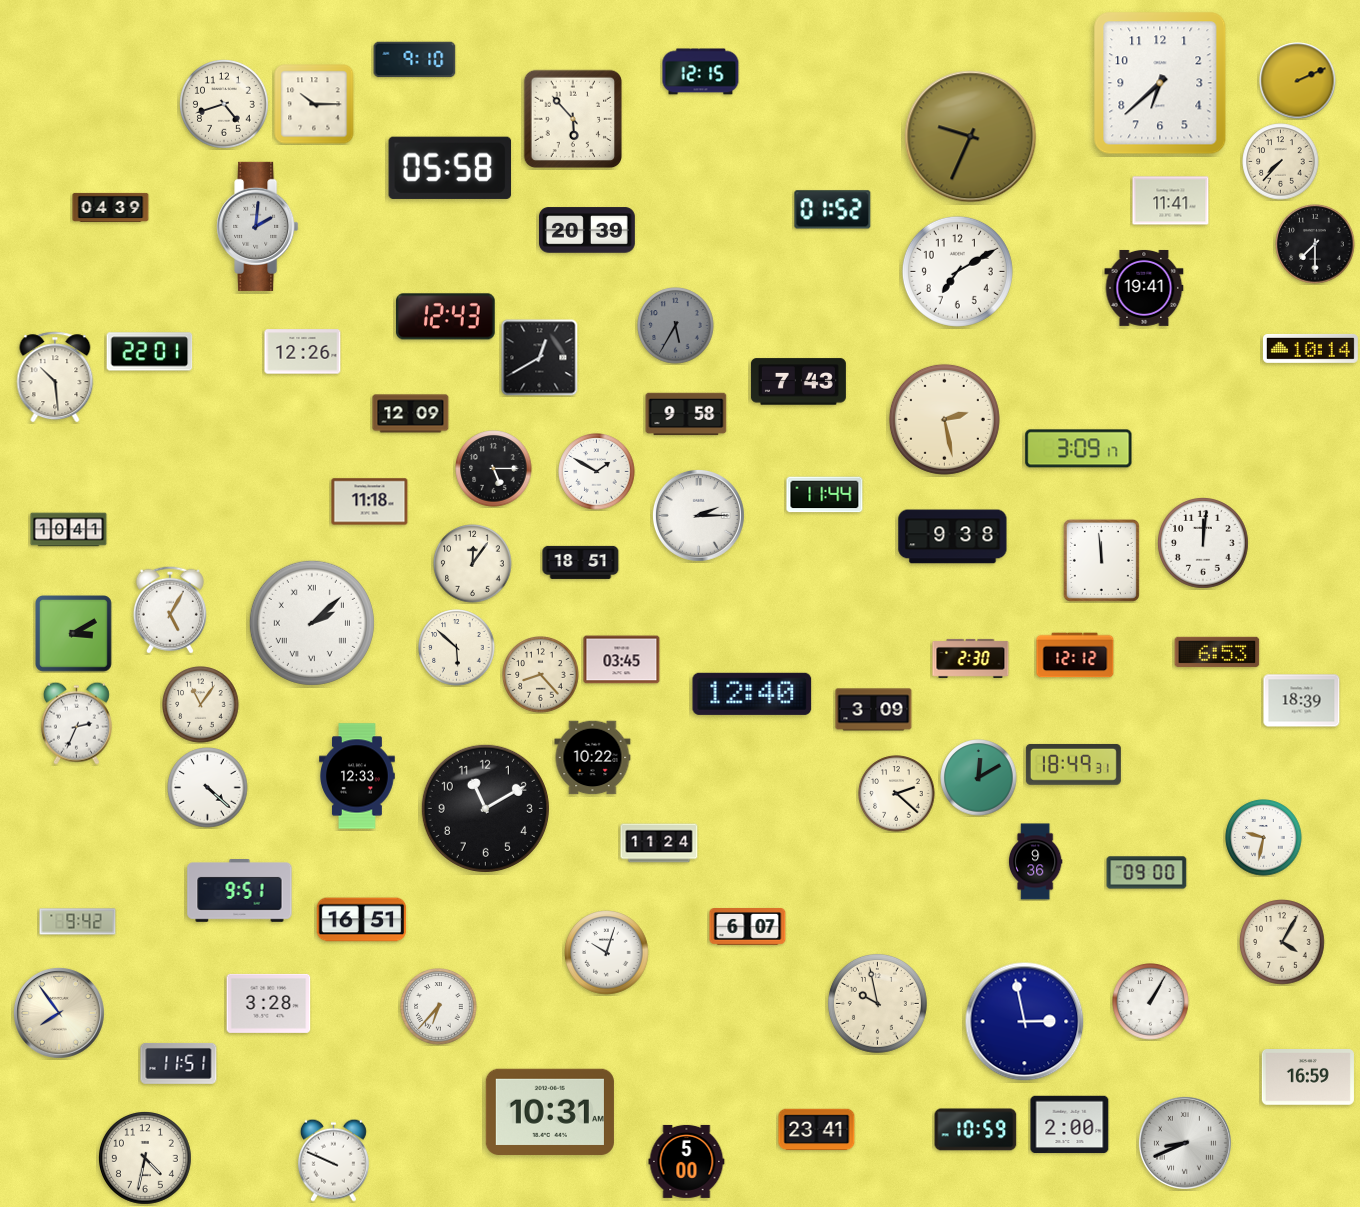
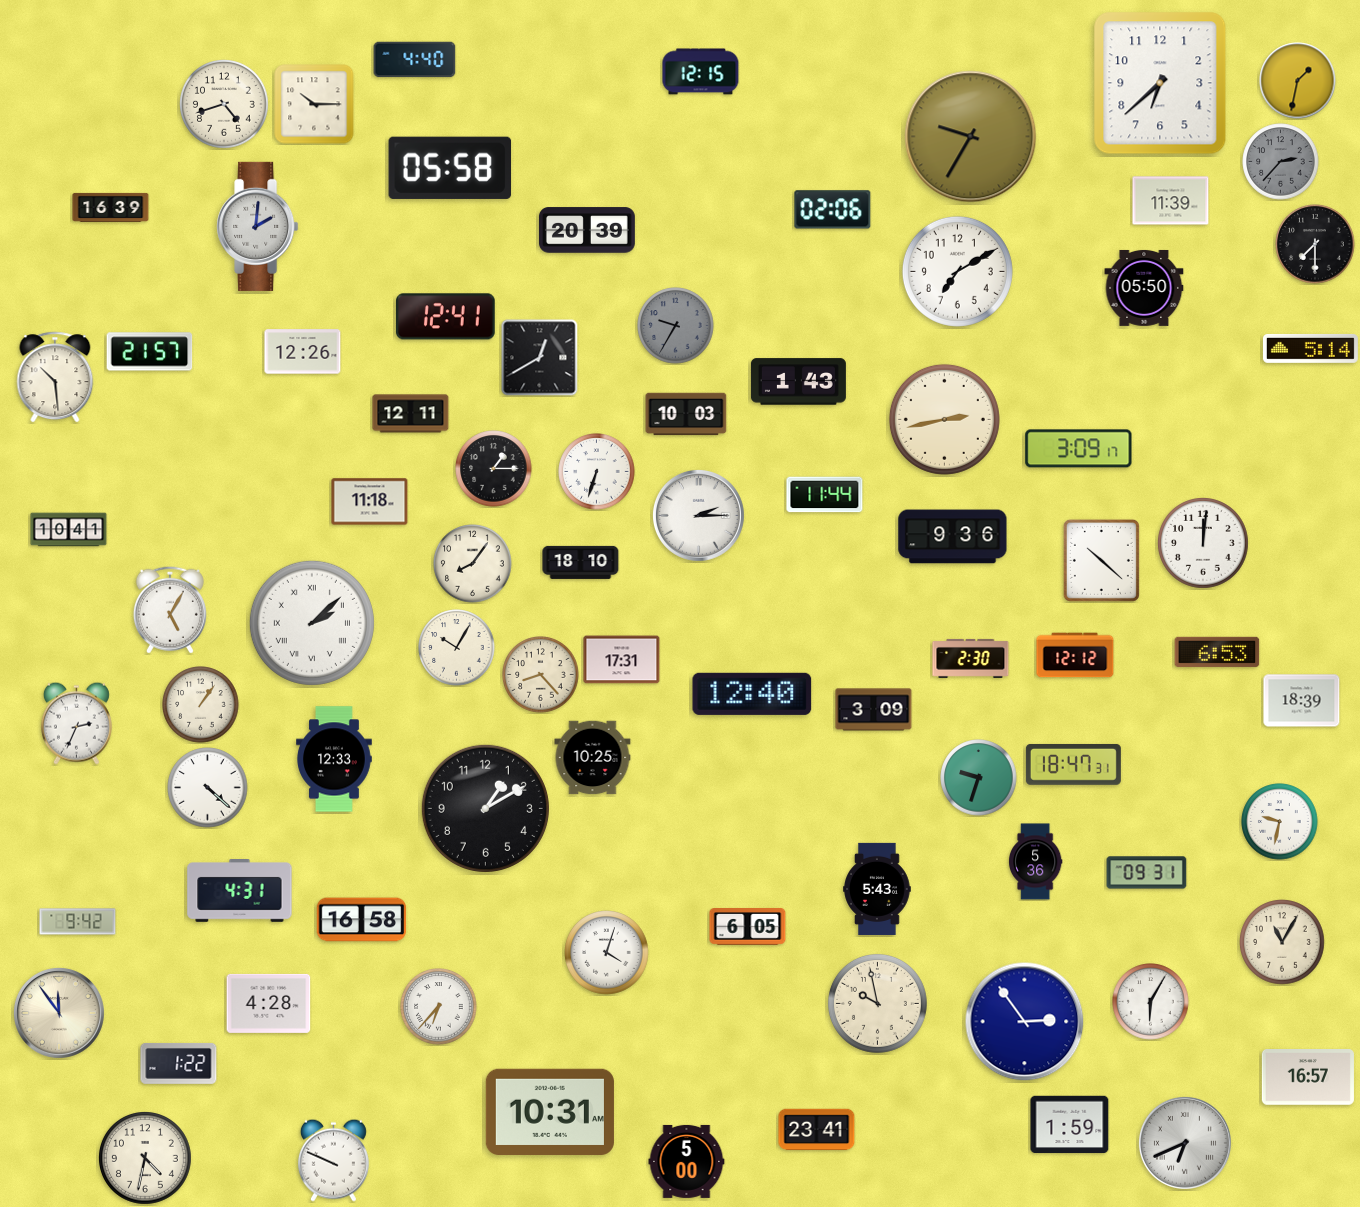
clock at (415, 60): 9:10 -> 4:40
clock at (1298, 81): 2:11 -> 1:32
clock at (573, 119): 5:53 -> none
clock at (971, 137): 9:34 -> 9:35
clock at (1281, 162): 7:37 -> 2:37
clock at (1281, 162) dial: cream -> grey
clock at (1171, 201): 11:41 -> 11:39
clock at (111, 207): 04:39 -> 16:39
clock at (833, 210): 01:52 -> 02:06
clock at (1144, 288): 19:41 -> 05:50
clock at (446, 317): 12:43 -> 12:41
clock at (676, 326): 5:35 -> 9:35
clock at (1310, 348): 10:14 -> 5:14
clock at (150, 352): 22:01 -> 21:57
clock at (798, 382): 7:43 -> 1:43
clock at (411, 414): 12:09 -> 12:11
clock at (686, 414): 9:58 -> 10:03
clock at (944, 419): 2:28 -> 2:43
clock at (494, 469): 5:15 -> 1:15
clock at (597, 472): 1:50 -> 6:33
clock at (953, 537): 9:38 -> 9:36
clock at (1101, 560): 11:59 -> 10:22
clock at (581, 562): 18:51 -> 18:10
clock at (473, 564): 12:06 -> 8:06
clock at (74, 634): 3:10 -> none
clock at (457, 648): 5:52 -> 10:05
clock at (622, 660): 03:45 -> 17:31
clock at (201, 705): 11:06 -> 1:06
clock at (593, 758): 10:22 -> 10:25
clock at (1073, 764): 18:49 -> 18:47
clock at (357, 776) position: (357, 776) -> (334, 759)
clock at (979, 778): 12:10 -> 9:33
clock at (897, 794): 2:22 -> none
clock at (485, 808): 11:10 -> 1:10
clock at (1264, 838) position: (1264, 838) -> (1280, 822)
clock at (659, 843): 11:24 -> none
clock at (1035, 862): 9:36 -> 5:36
clock at (1147, 873): 09:00 -> 09:31
clock at (877, 889): none -> 5:43
clock at (240, 891): 9:51 -> 4:31
clock at (362, 920): 16:51 -> 16:58
clock at (748, 927): 6:07 -> 6:05
clock at (1282, 942): 4:05 -> 11:05
clock at (607, 953): 10:03 -> 4:03
clock at (1151, 1002): 1:05 -> 6:05
clock at (269, 1003): 3:28 -> 4:28
clock at (60, 1014): 7:54 -> 11:54
clock at (1025, 1022): 2:58 -> 2:54
clock at (179, 1063): 11:51 -> 1:22
clock at (1308, 1078): 16:59 -> 16:57
clock at (1070, 1125): 2:00 -> 1:59
clock at (976, 1130): 10:59 -> none
clock at (1185, 1143): 8:41 -> 6:41
